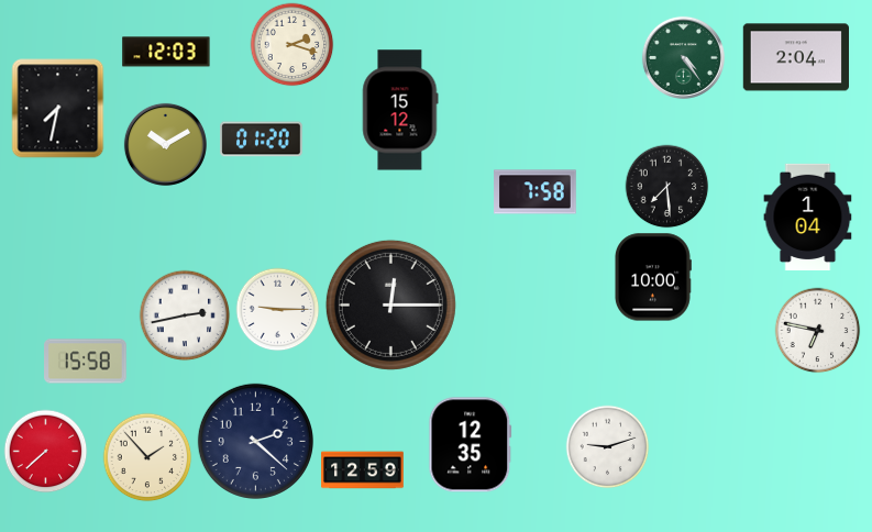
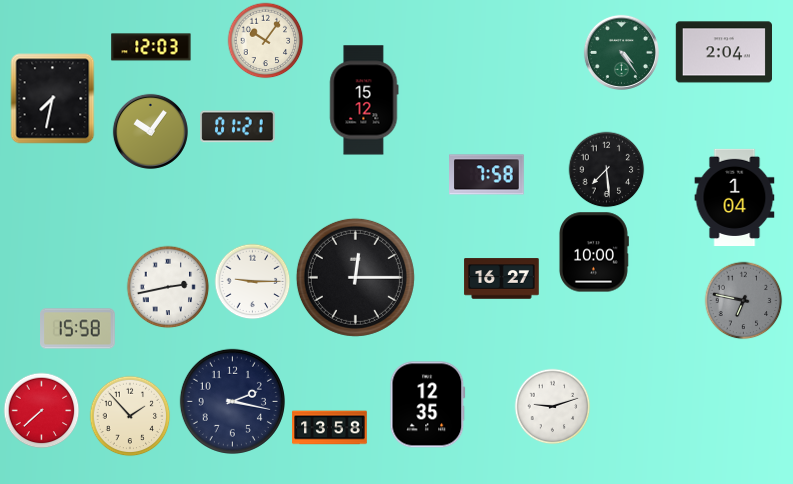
clock at (292, 45): 2:18 -> 10:06
clock at (262, 140): 01:20 -> 01:21
clock at (165, 144): 10:10 -> 10:06
clock at (502, 279): none -> 16:27
clock at (818, 331) dial: white -> grey
clock at (255, 441): 2:22 -> 2:17
clock at (147, 457) position: (147, 457) -> (130, 416)
clock at (363, 470): 12:59 -> 13:58
